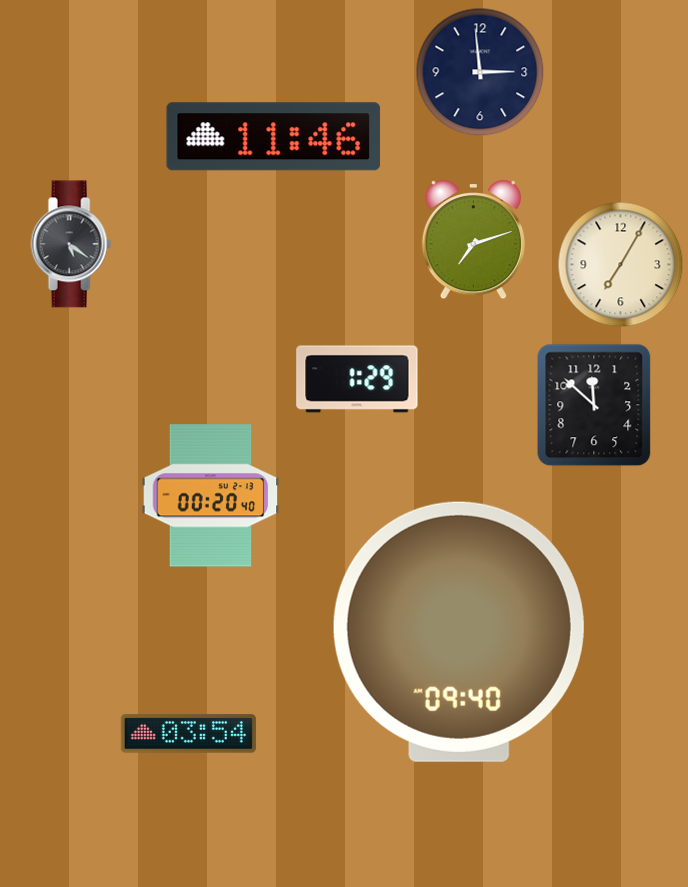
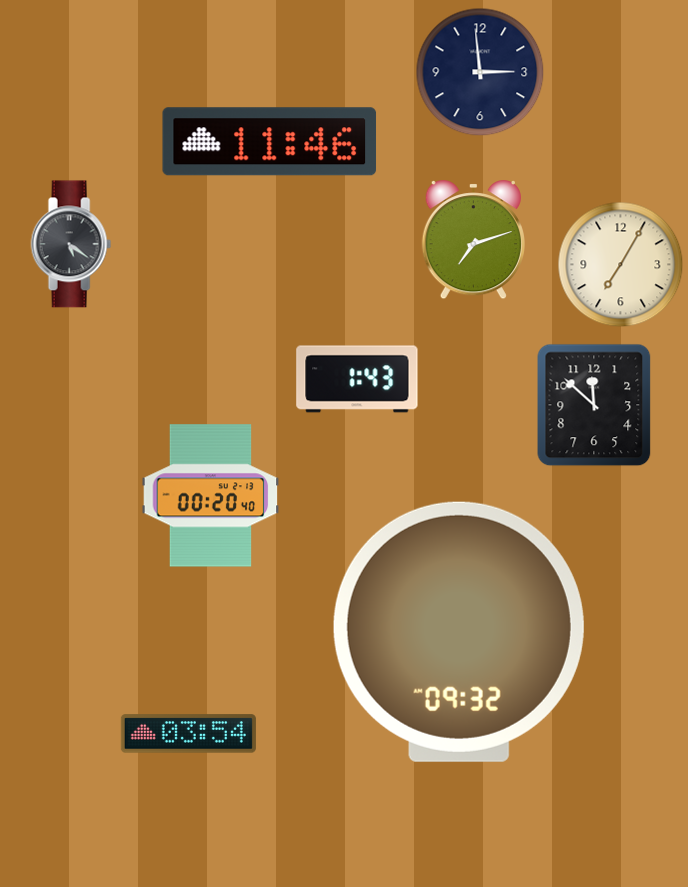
clock at (274, 137) position: (274, 137) -> (270, 142)
clock at (357, 379): 1:29 -> 1:43
clock at (459, 632): 09:40 -> 09:32
